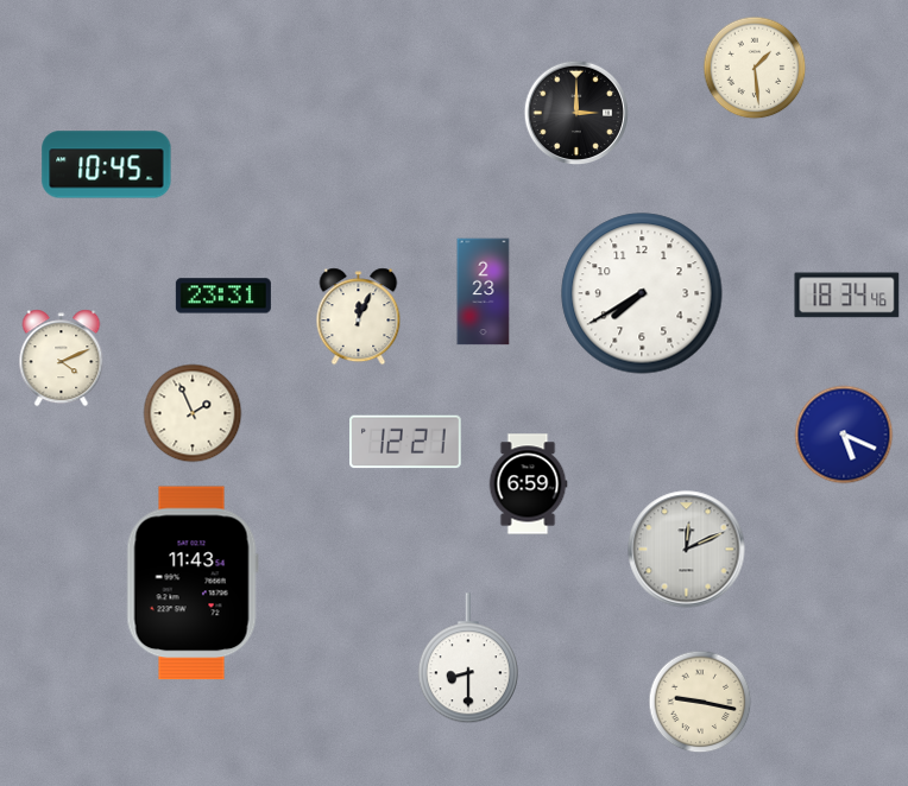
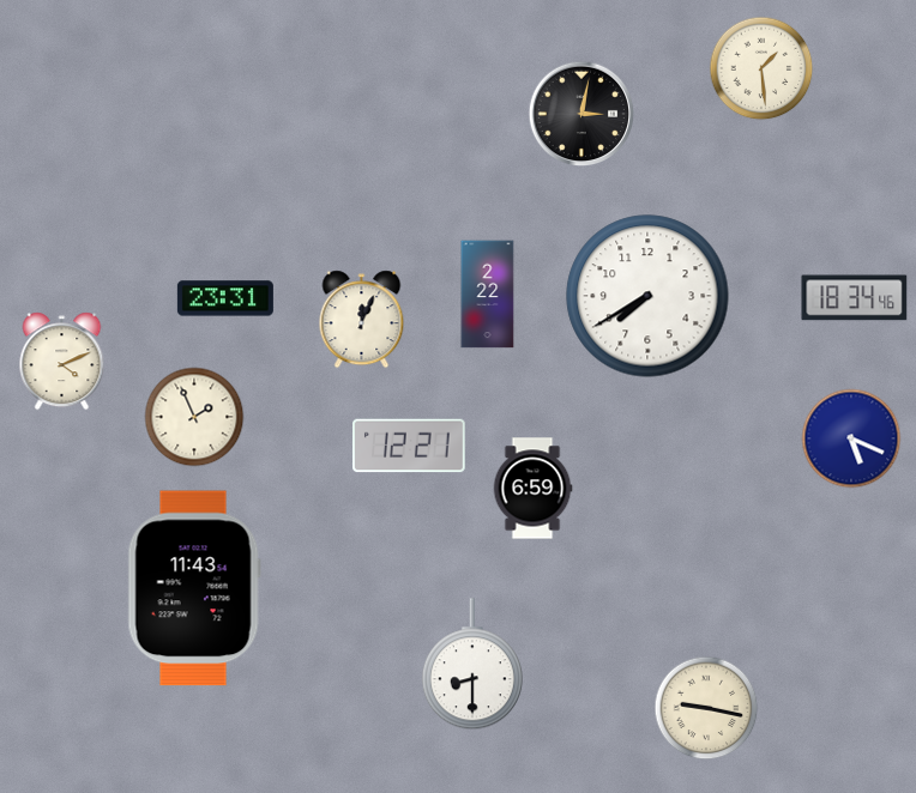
clock at (576, 113): 3:00 -> 3:02
clock at (107, 165): 10:45 -> none
clock at (484, 292): 2:23 -> 2:22
clock at (687, 550): 12:11 -> none
